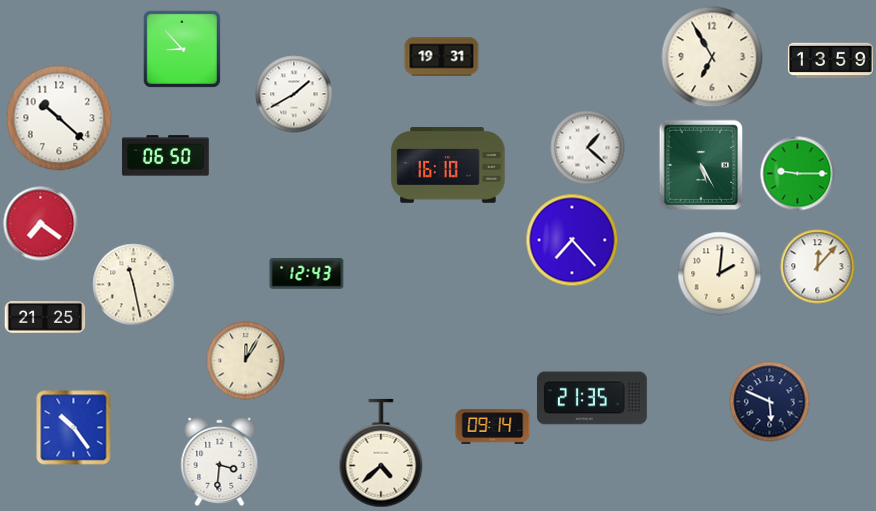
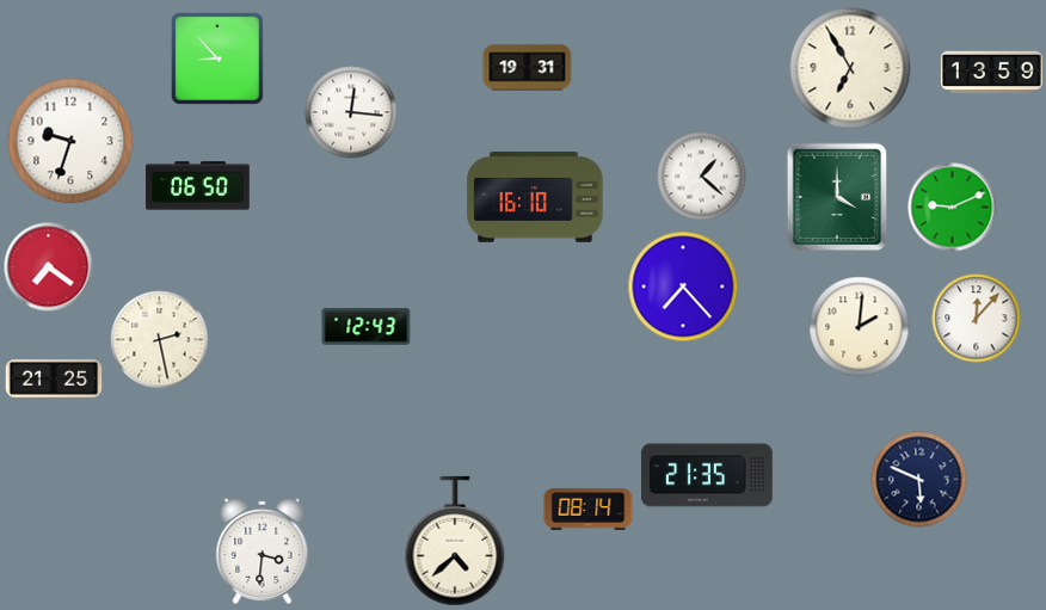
clock at (294, 94): 1:40 -> 12:16
clock at (59, 118): 10:22 -> 9:33
clock at (701, 165): 5:25 -> 4:00
clock at (798, 174): 9:15 -> 9:11
clock at (134, 285): 11:28 -> 2:28
clock at (246, 361): 12:05 -> none
clock at (493, 427): 09:14 -> 08:14
clock at (74, 428): 10:24 -> none
